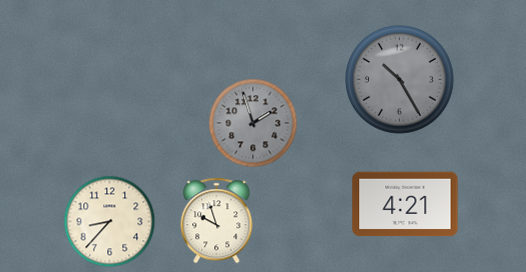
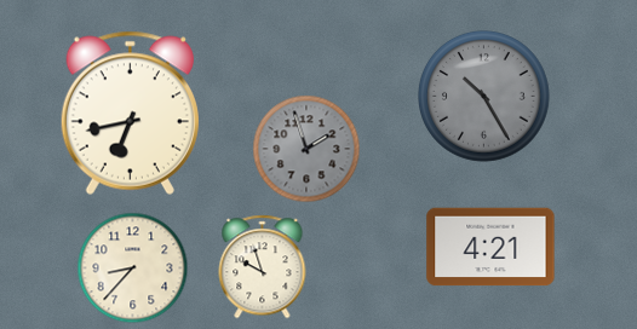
clock at (130, 112): none -> 6:43
